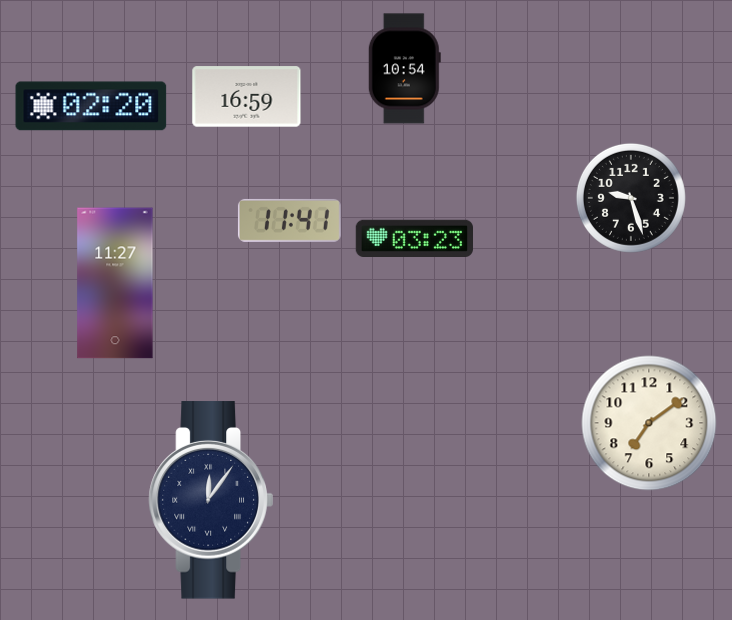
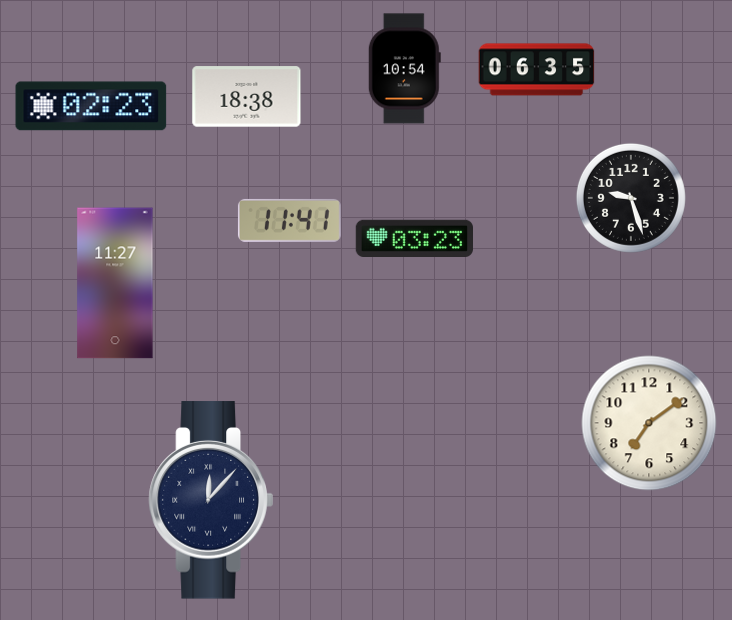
clock at (537, 70): none -> 06:35
clock at (247, 97): 16:59 -> 18:38
clock at (91, 106): 02:20 -> 02:23
clock at (211, 500): 12:06 -> 12:07
